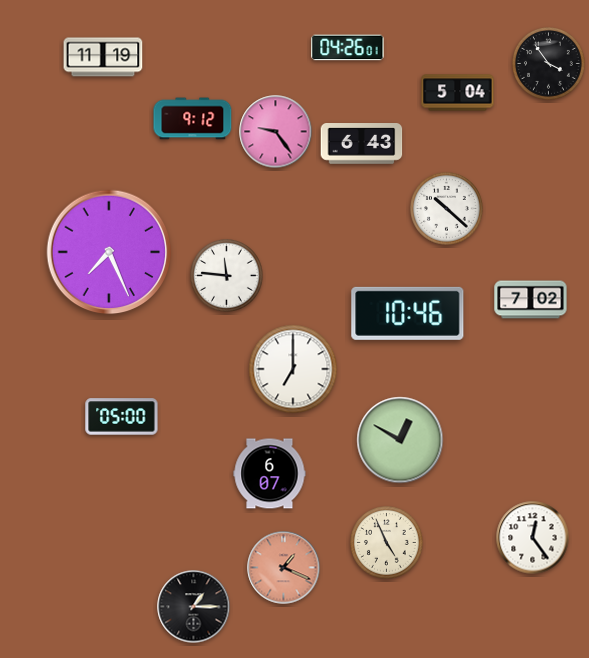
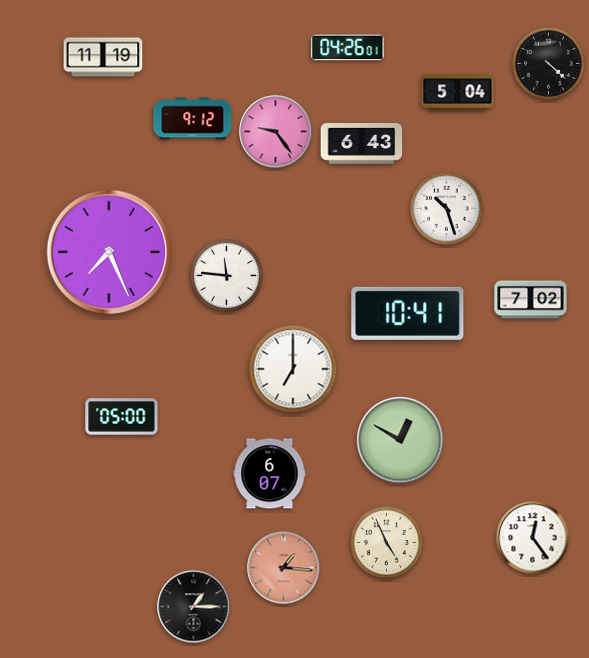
clock at (549, 64): 3:54 -> 4:22
clock at (447, 209): 10:22 -> 10:27
clock at (408, 313): 10:46 -> 10:41
clock at (284, 568): 1:19 -> 1:16
